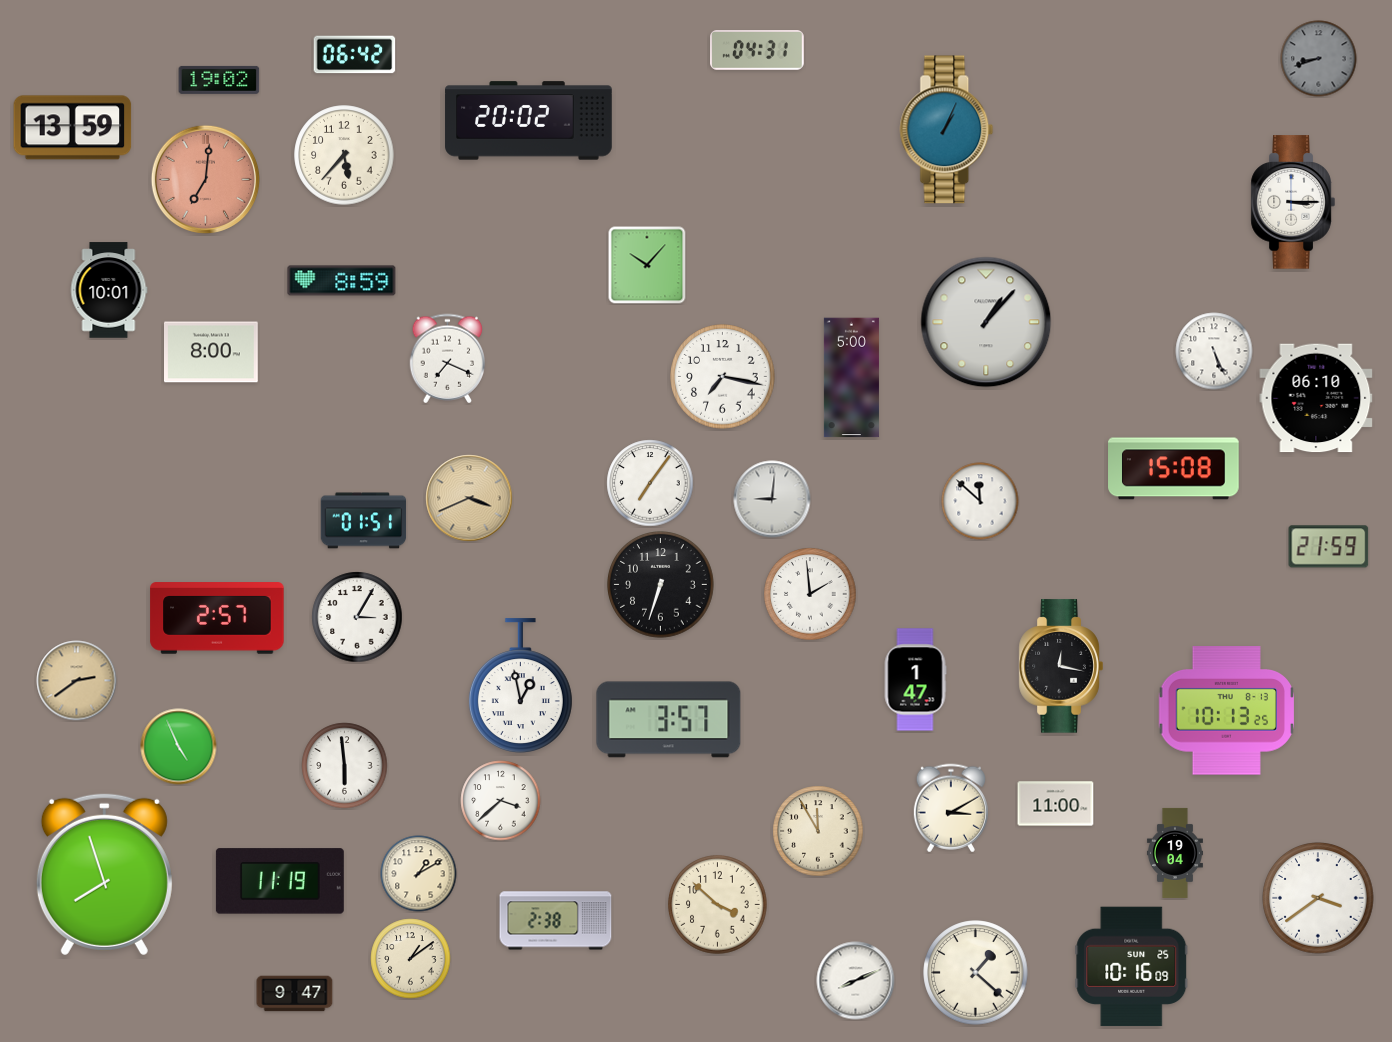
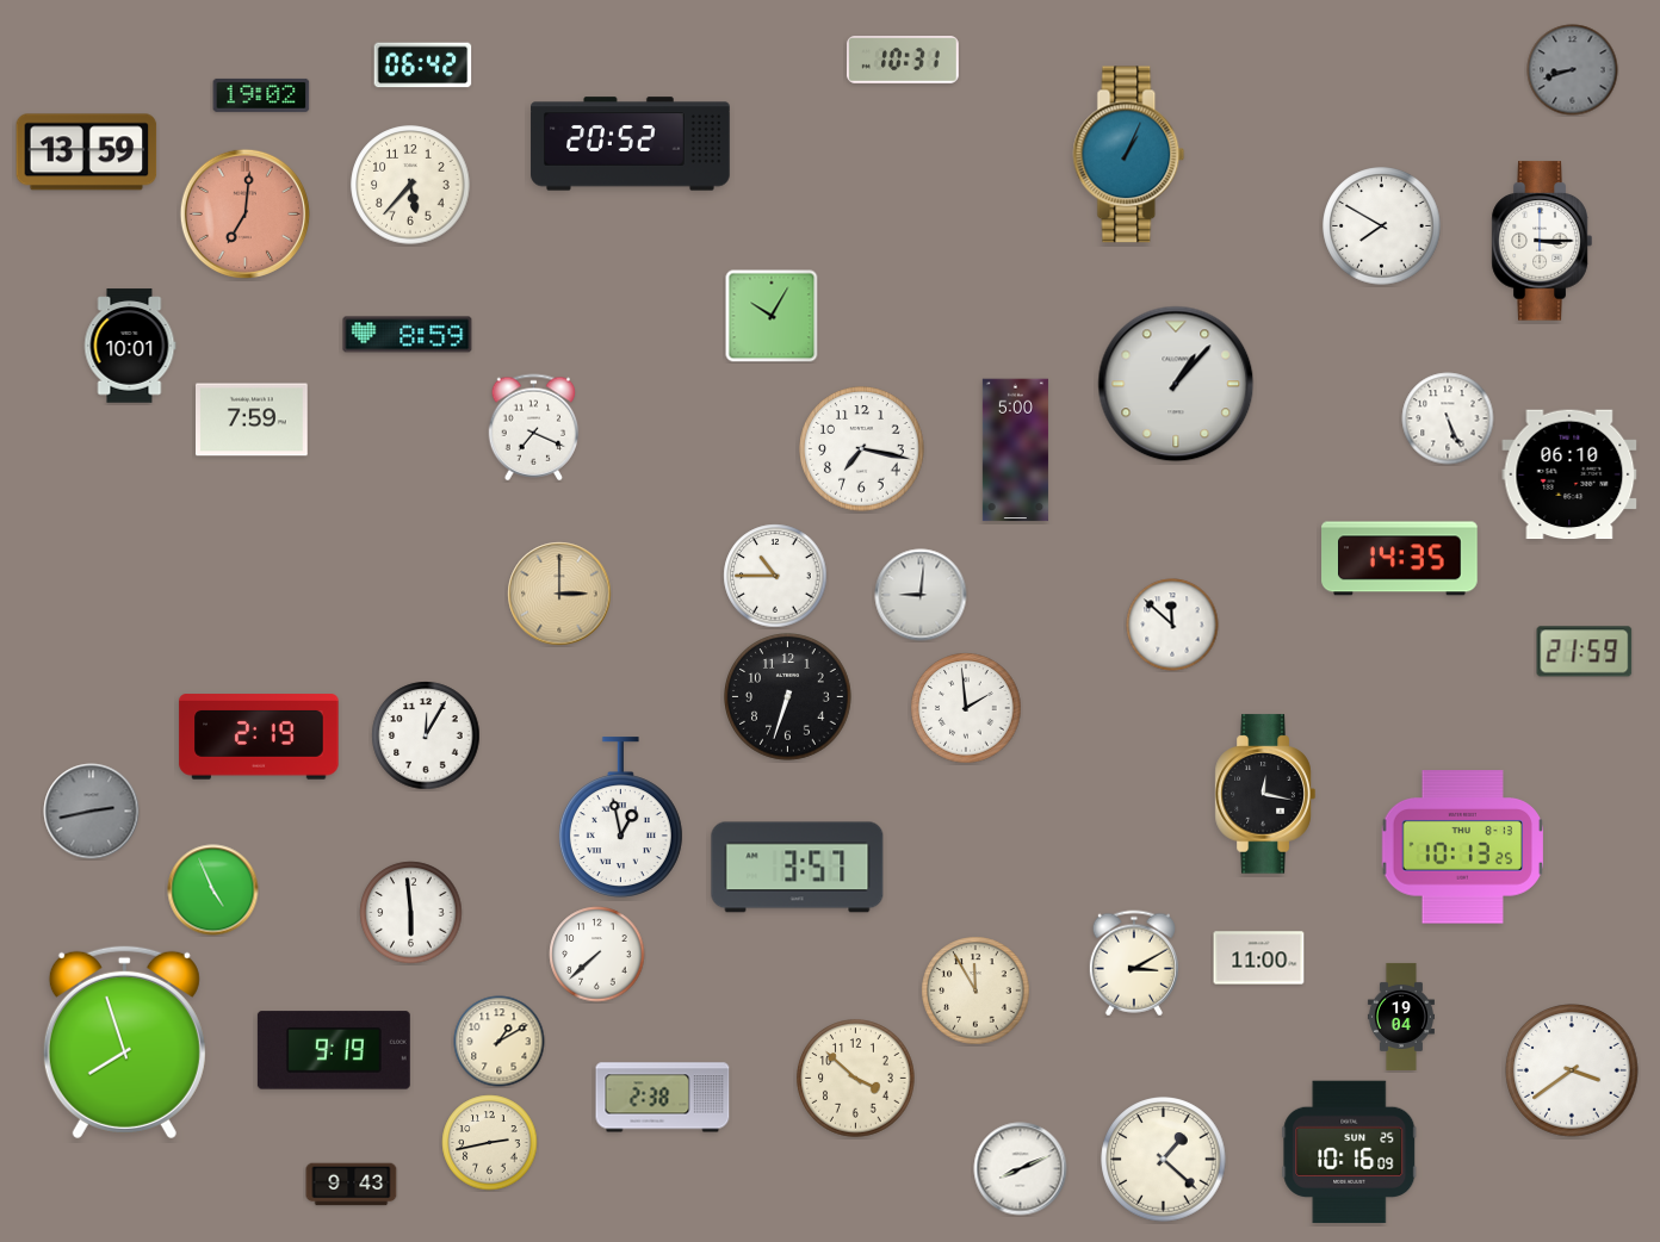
clock at (758, 51): 04:31 -> 10:31
clock at (529, 121): 20:02 -> 20:52
clock at (1382, 226): none -> 7:50
clock at (647, 265): 10:07 -> 10:05
clock at (212, 352): 8:00 -> 7:59
clock at (1174, 469): 15:08 -> 14:35
clock at (650, 483): 7:06 -> 10:45
clock at (469, 498): 3:41 -> 3:00
clock at (980, 501) position: (980, 501) -> (1172, 625)
clock at (364, 521): 01:51 -> none
clock at (357, 617): 3:05 -> 12:05
clock at (217, 618): 2:57 -> 2:19
clock at (915, 680): 1:47 -> none
clock at (77, 681): 2:39 -> 2:43
clock at (77, 681) dial: champagne -> grey
clock at (669, 720) position: (669, 720) -> (798, 868)
clock at (501, 801): 3:38 -> 7:38
clock at (280, 881): 11:19 -> 9:19
clock at (411, 959): 1:09 -> 2:43
clock at (295, 994): 9:47 -> 9:43
